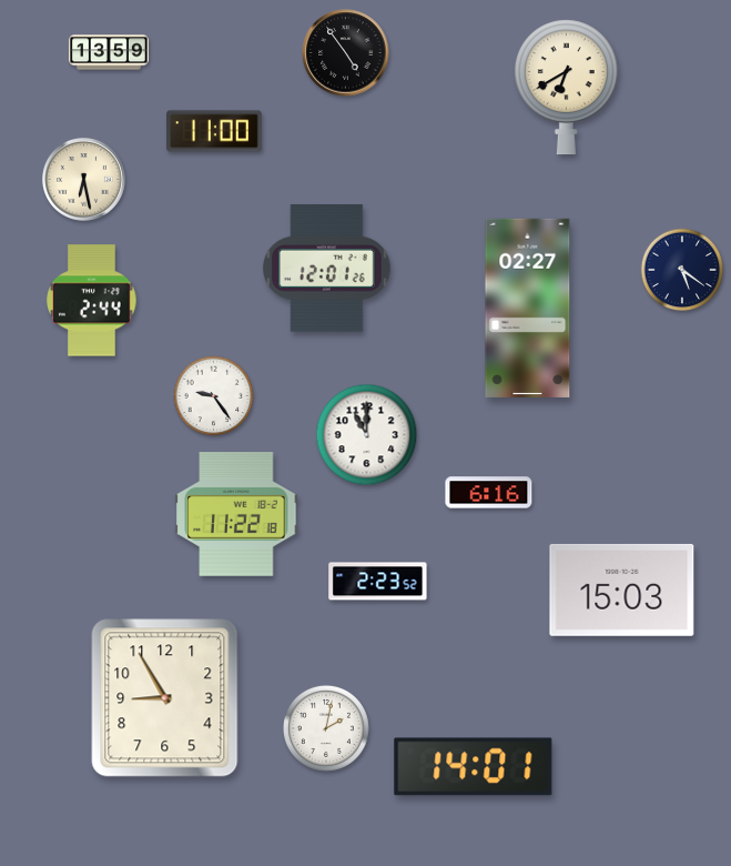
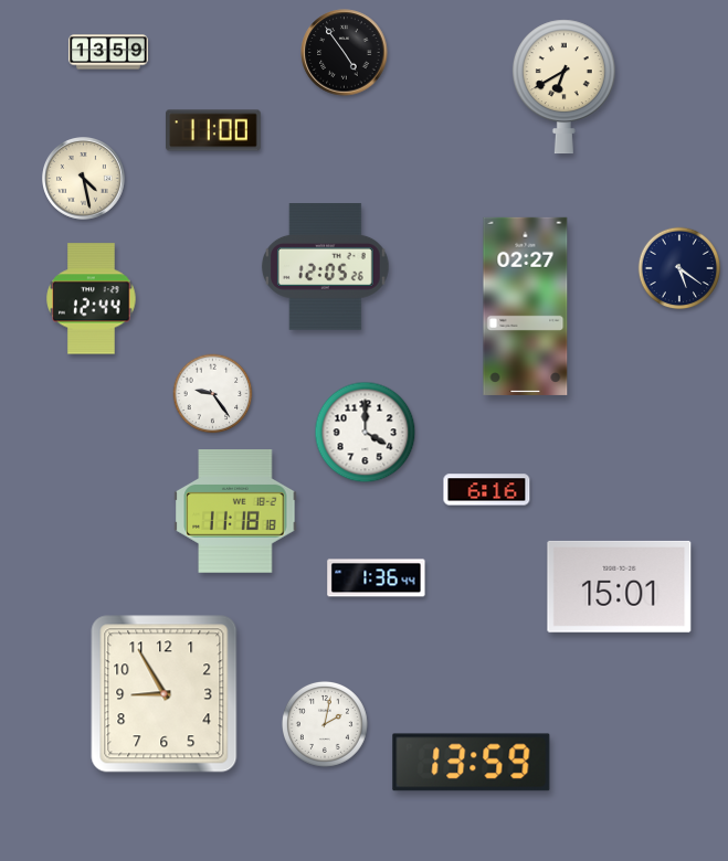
clock at (84, 180): 6:28 -> 4:28
clock at (327, 269): 12:01 -> 12:05
clock at (92, 301): 2:44 -> 12:44
clock at (367, 435): 11:00 -> 4:00
clock at (236, 515): 11:22 -> 11:18
clock at (378, 582): 2:23 -> 1:36
clock at (622, 590): 15:03 -> 15:01
clock at (474, 767): 14:01 -> 13:59
